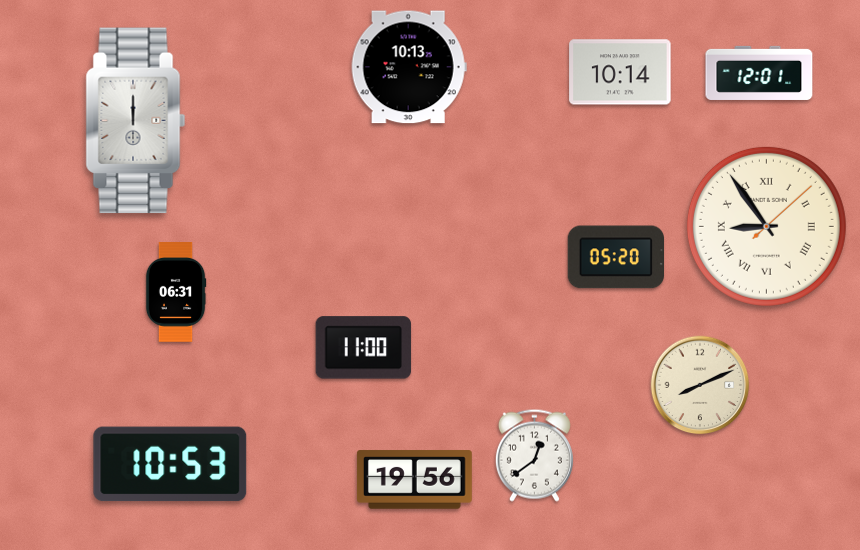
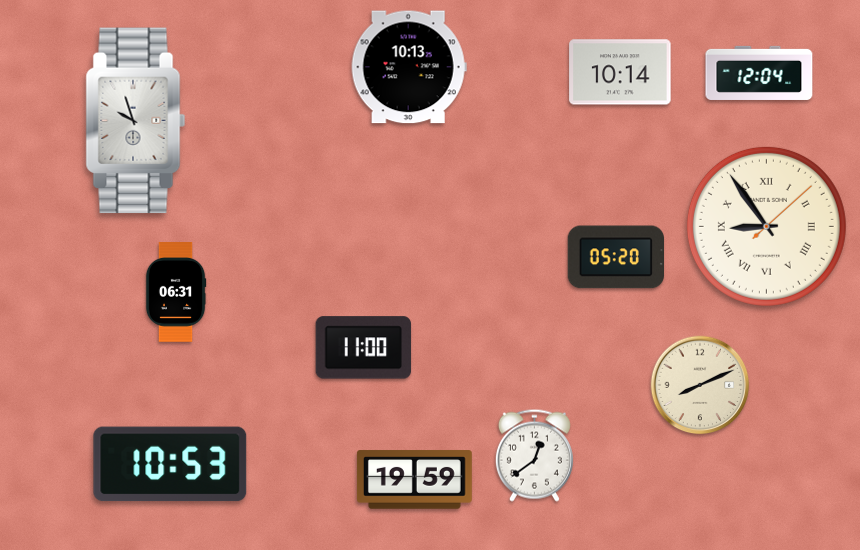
clock at (759, 73): 12:01 -> 12:04
clock at (136, 121): 12:00 -> 9:57
clock at (414, 480): 19:56 -> 19:59
